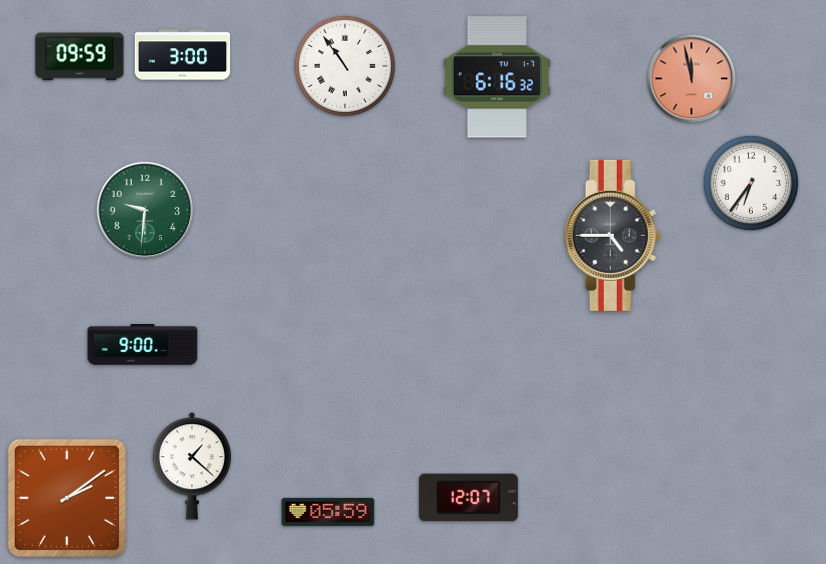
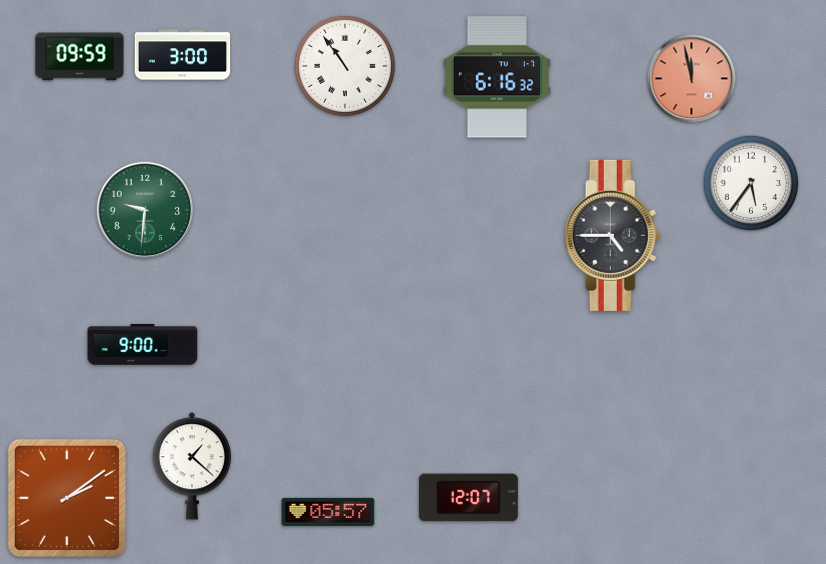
clock at (751, 183): 6:36 -> 5:36
clock at (328, 512): 05:59 -> 05:57
